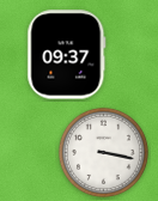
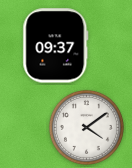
clock at (103, 152): 3:17 -> 4:09
